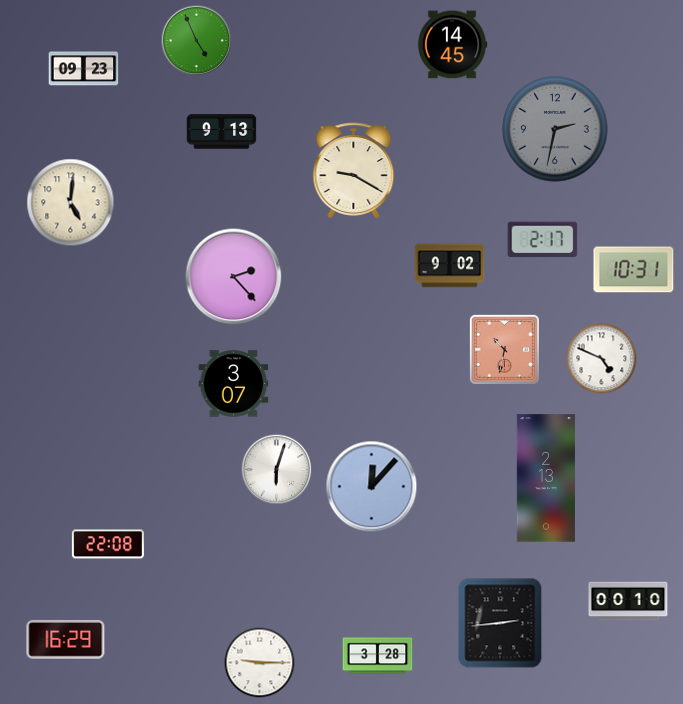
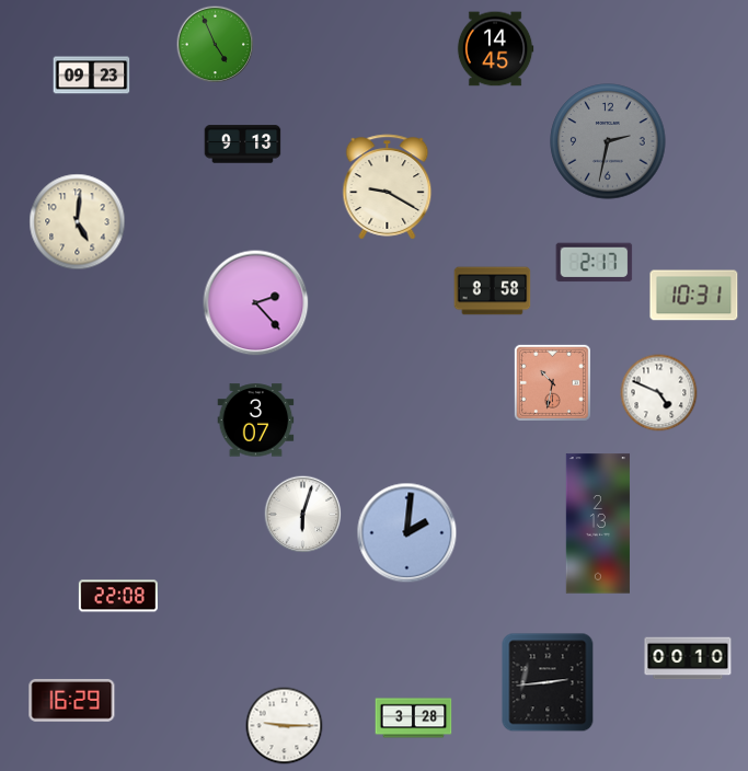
clock at (450, 266): 9:02 -> 8:58
clock at (372, 487): 12:07 -> 2:01
